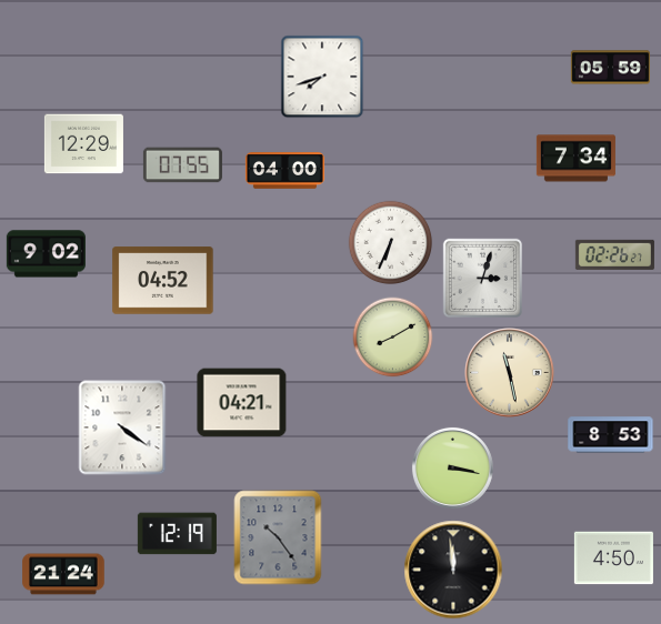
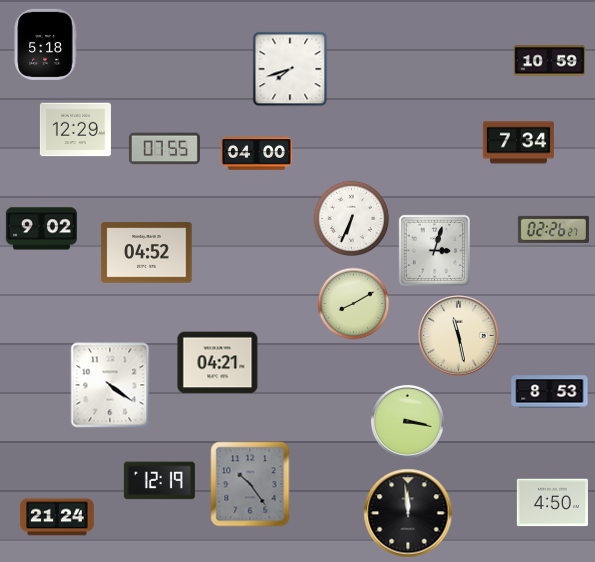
clock at (45, 44): none -> 5:18
clock at (610, 68): 05:59 -> 10:59
